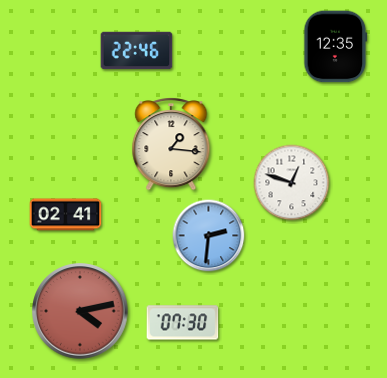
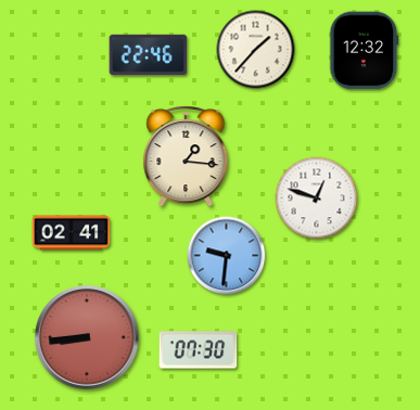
clock at (256, 50): none -> 1:37
clock at (336, 47): 12:35 -> 12:32
clock at (209, 236): 2:31 -> 9:31
clock at (80, 311): 4:13 -> 8:44
